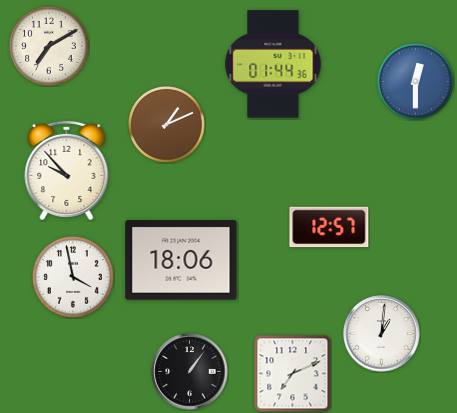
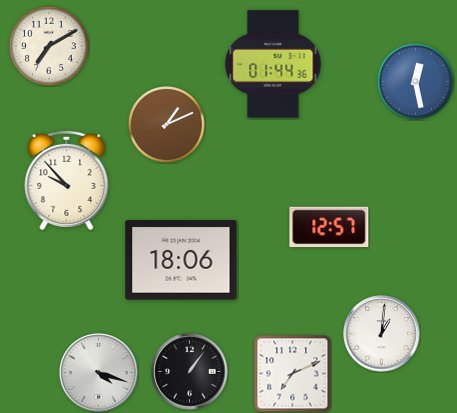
clock at (416, 82): 12:30 -> 12:28
clock at (67, 170) position: (67, 170) -> (67, 180)
clock at (73, 277): 3:58 -> none
clock at (99, 373): none -> 4:18
